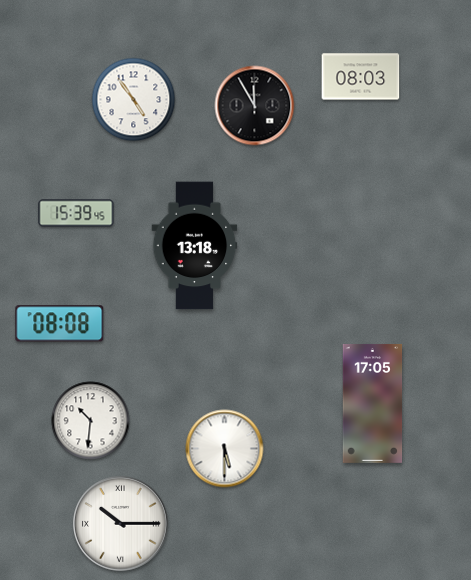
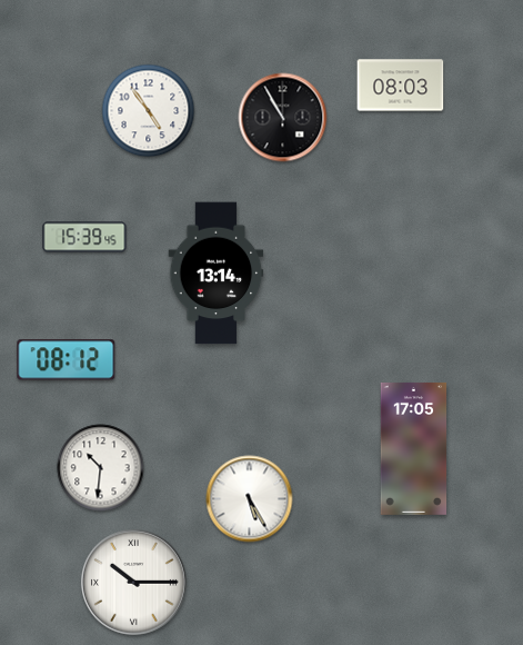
clock at (255, 106): 11:55 -> 10:55
clock at (195, 246): 13:18 -> 13:14
clock at (60, 324): 08:08 -> 08:12
clock at (225, 449): 5:30 -> 5:25
